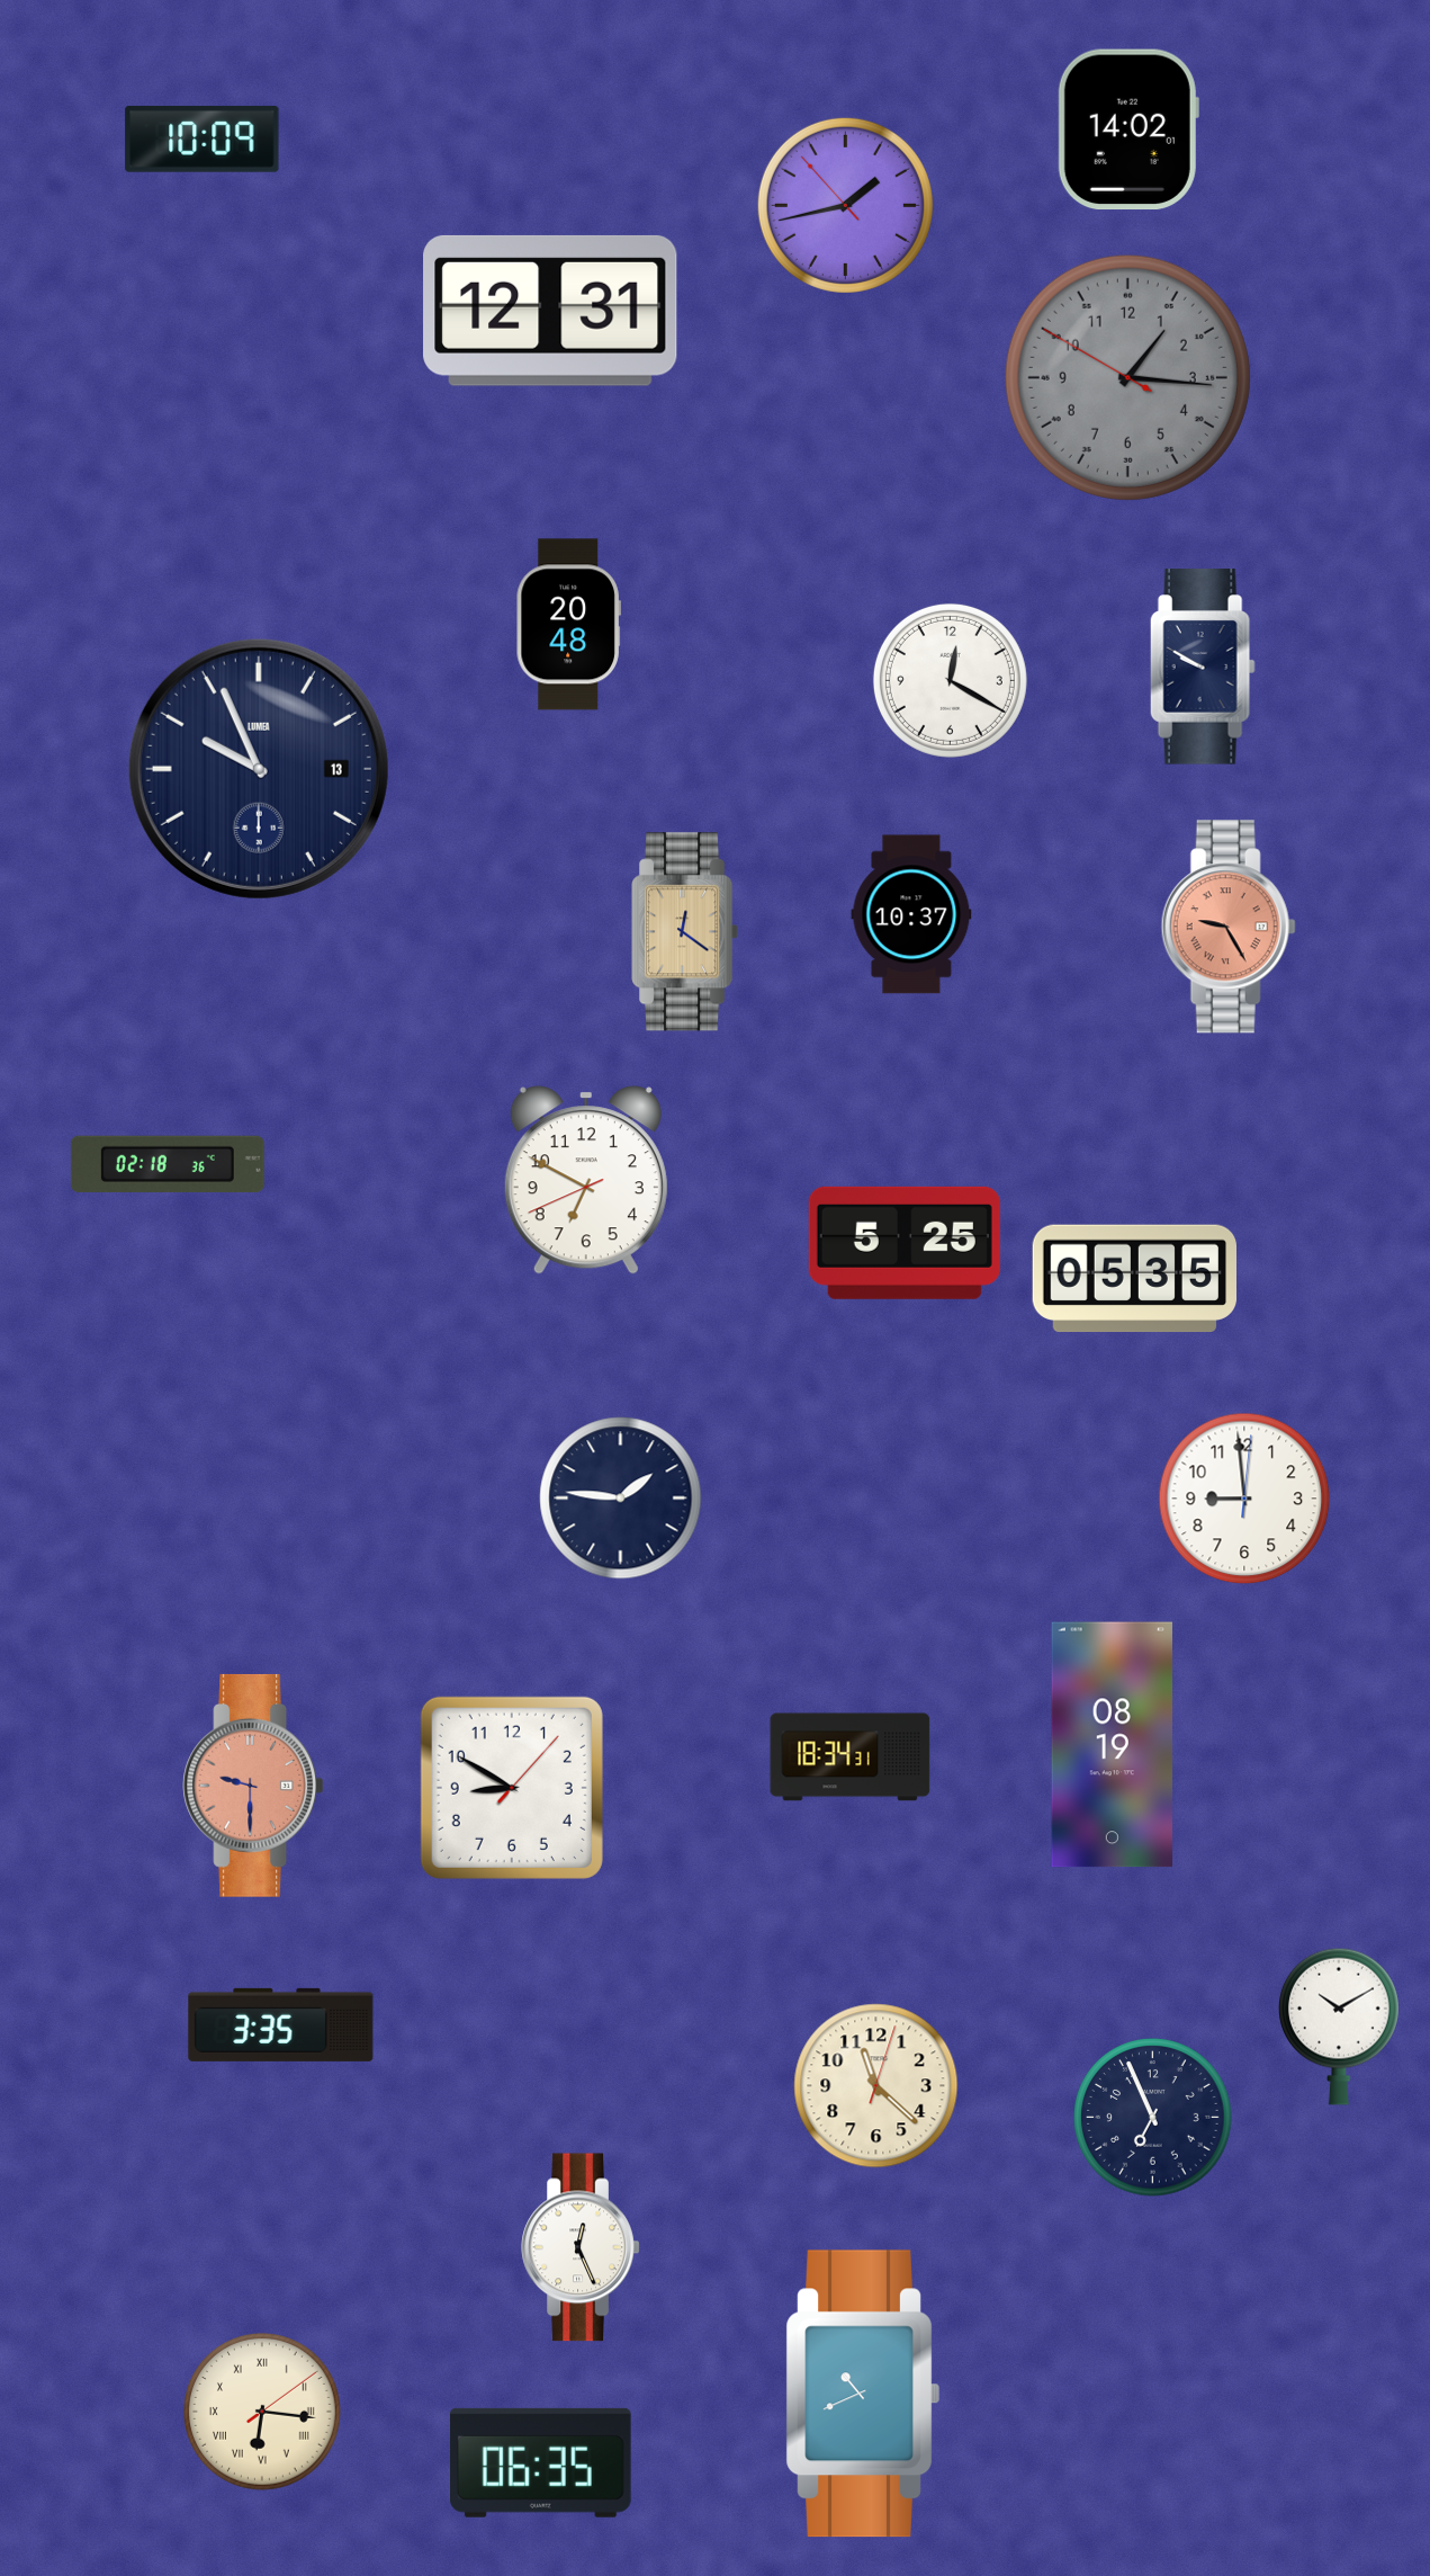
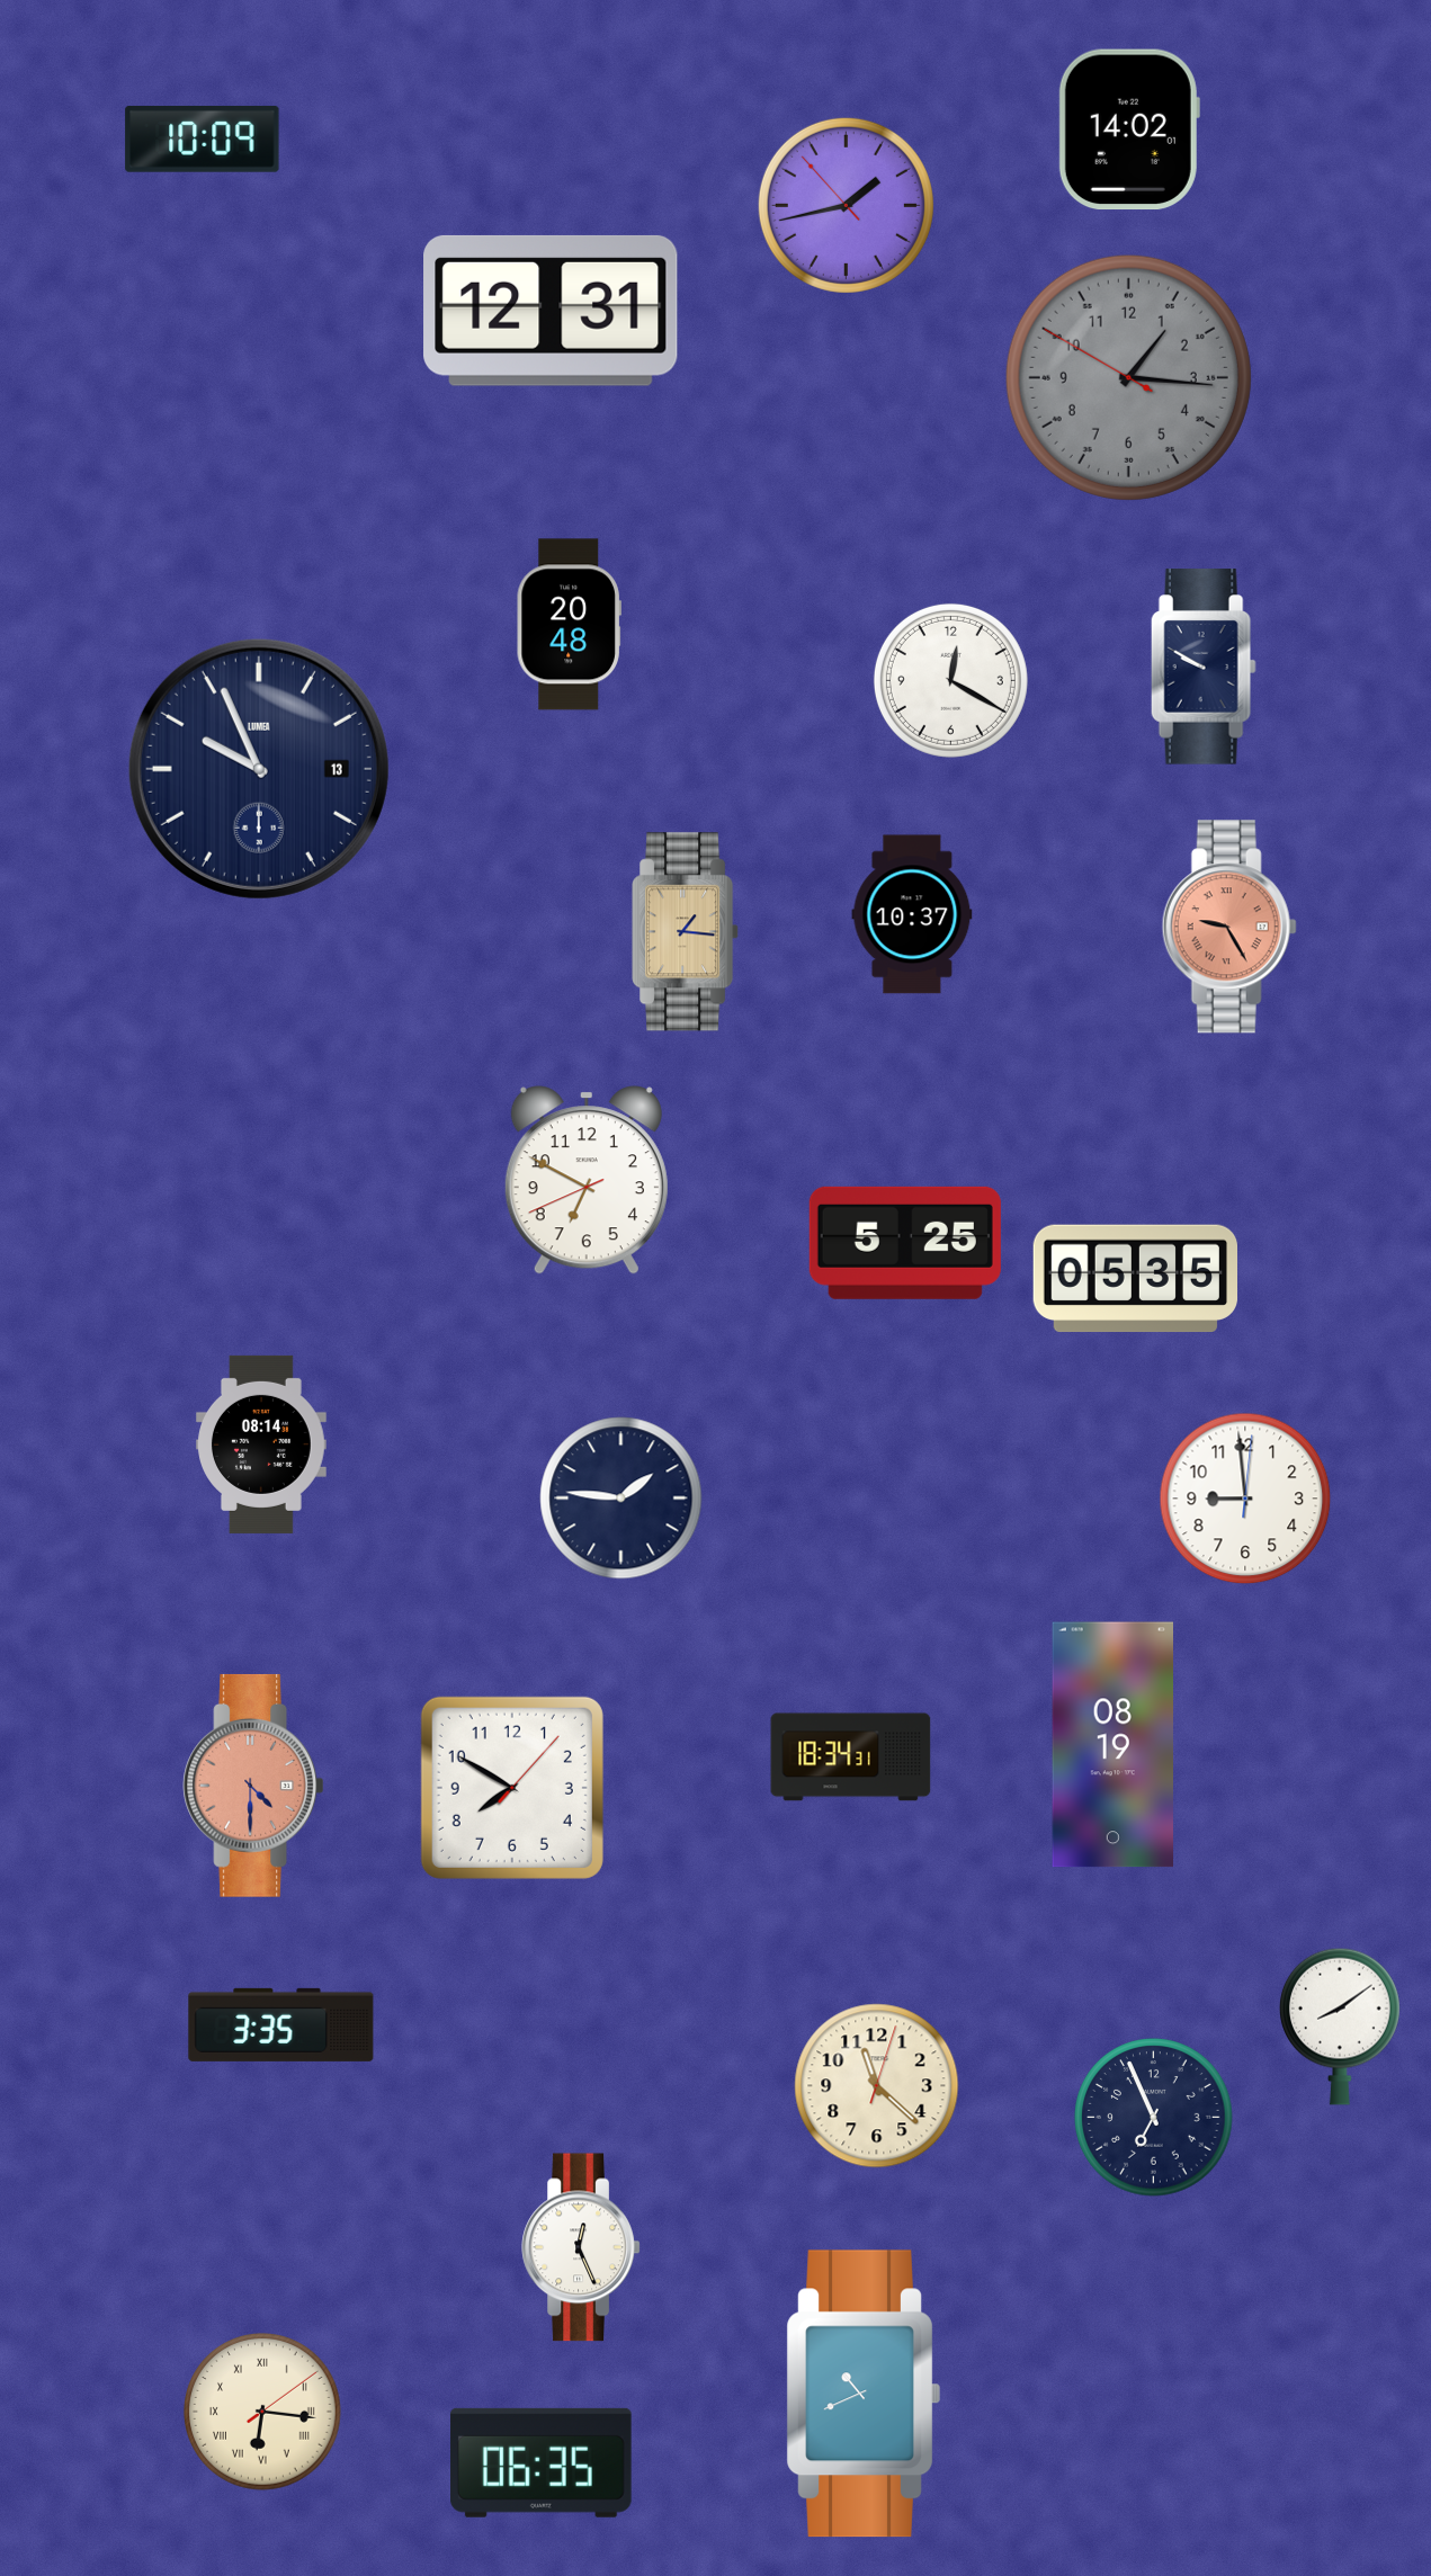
clock at (685, 932): 12:21 -> 1:16
clock at (168, 1164): 02:18 -> none
clock at (261, 1444): none -> 08:14
clock at (252, 1786): 9:30 -> 4:30
clock at (512, 1788): 8:50 -> 7:50
clock at (1339, 2027): 10:10 -> 8:09
